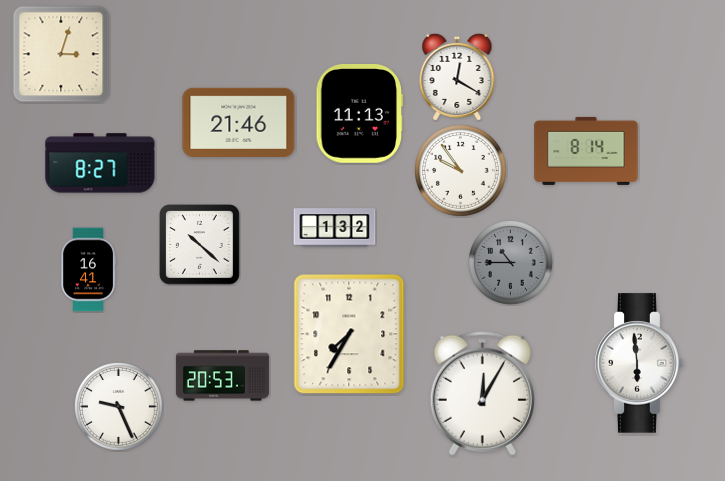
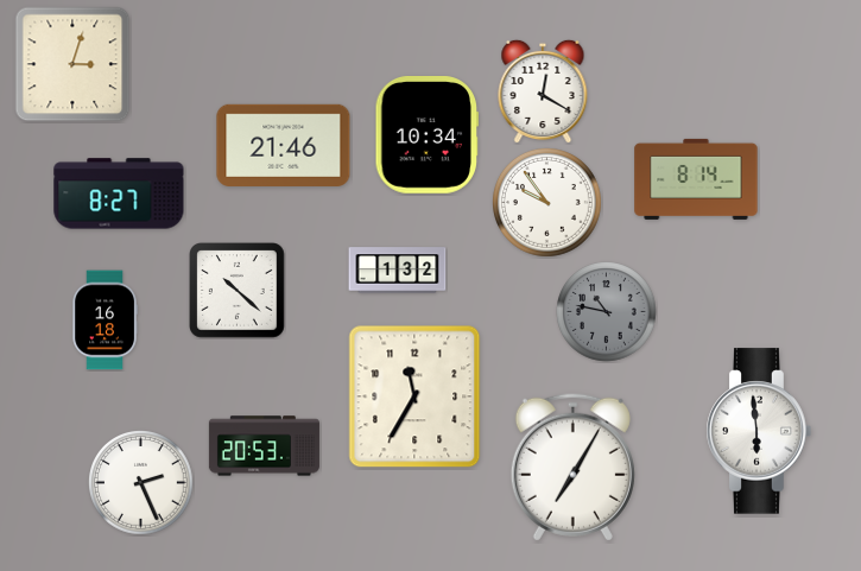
clock at (360, 114): 11:13 -> 10:34
clock at (511, 263): 10:45 -> 10:47
clock at (88, 270): 16:41 -> 16:18
clock at (349, 334): 7:35 -> 11:35
clock at (482, 393): 12:05 -> 7:05
clock at (119, 407): 9:26 -> 2:26
